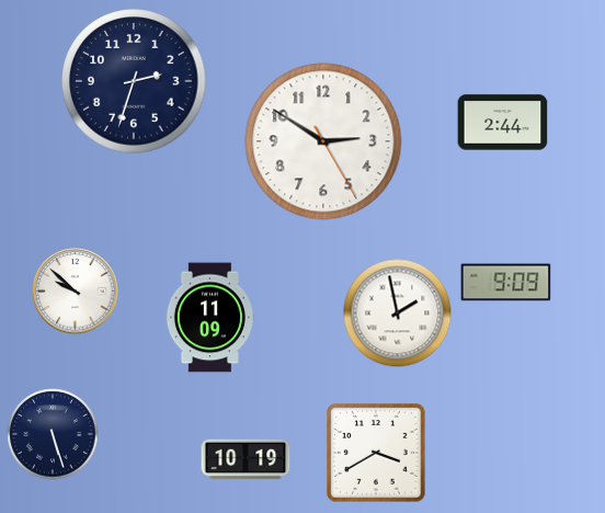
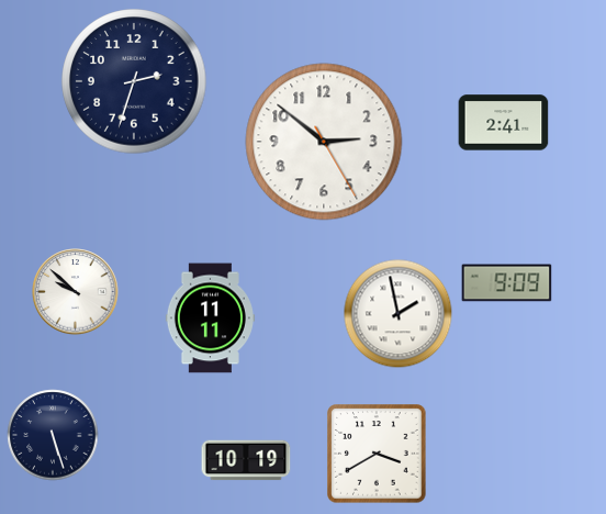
clock at (503, 123): 2:44 -> 2:41
clock at (323, 141): 2:50 -> 2:51
clock at (209, 318): 11:09 -> 11:11
